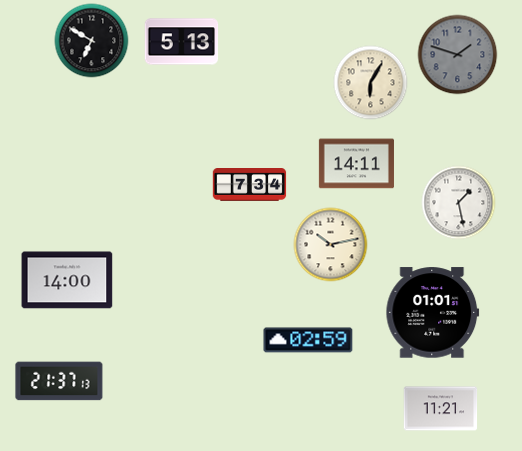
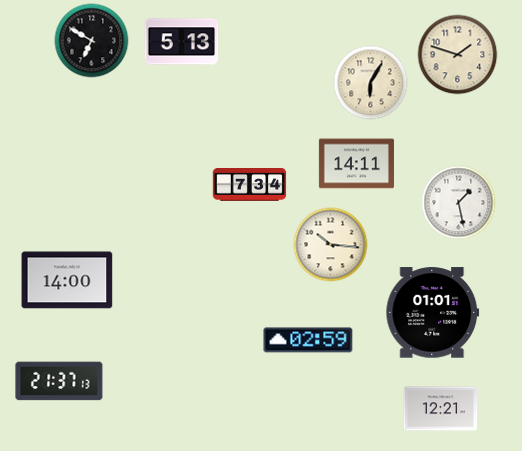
clock at (458, 55) dial: grey -> cream
clock at (331, 245): 10:13 -> 10:16
clock at (441, 409): 11:21 -> 12:21
